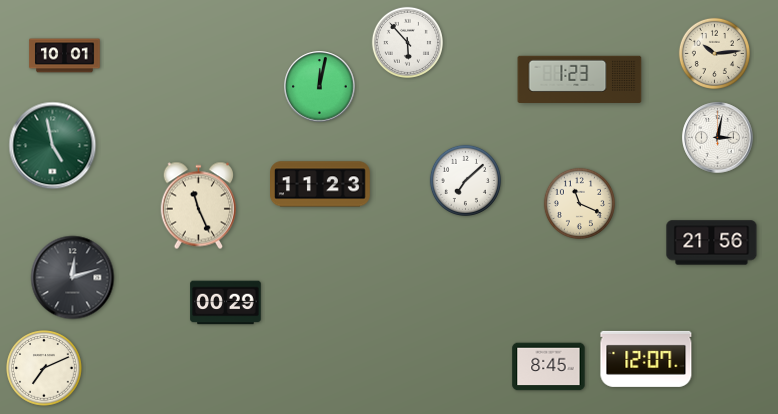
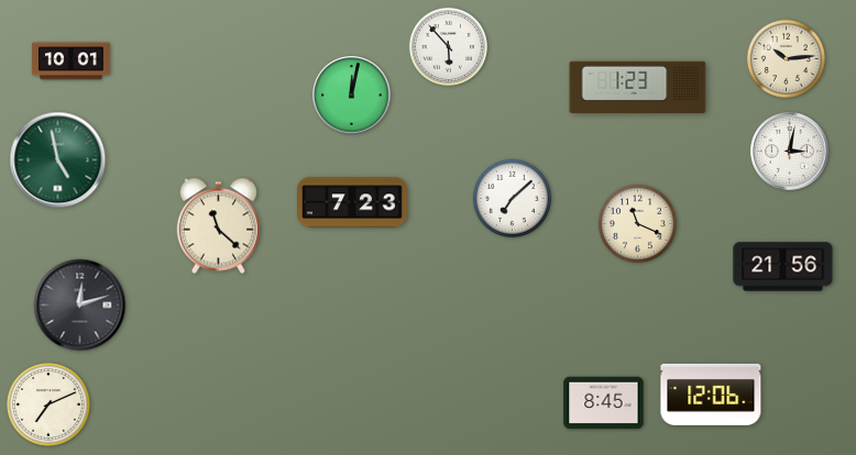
clock at (321, 184): 11:23 -> 7:23
clock at (199, 206): 11:26 -> 11:22
clock at (226, 303): 00:29 -> none
clock at (646, 359): 12:07 -> 12:06
